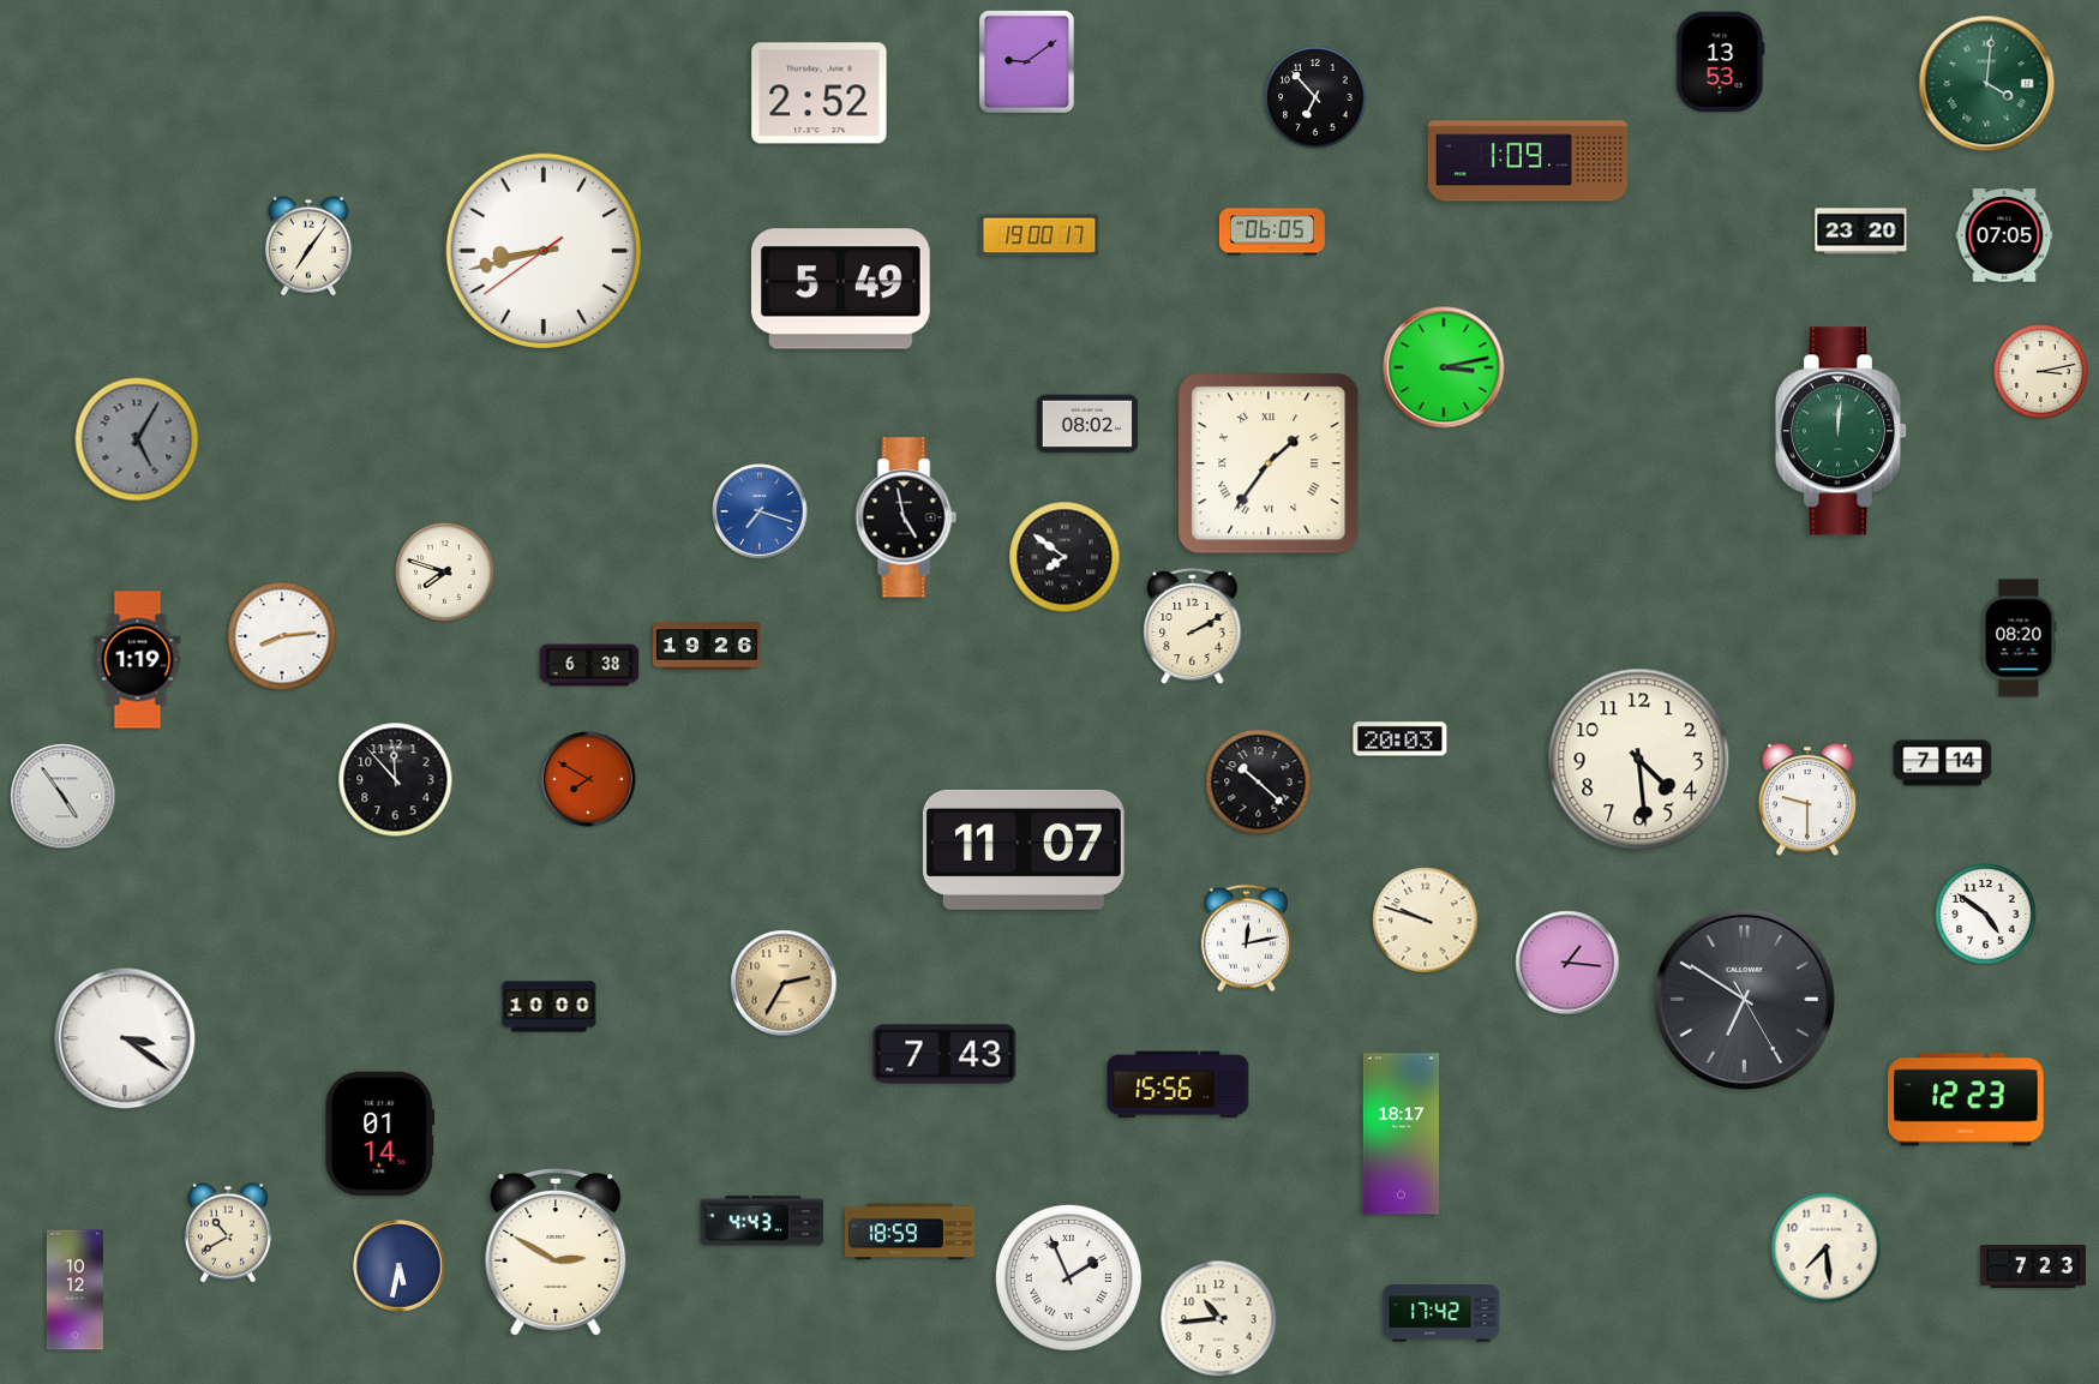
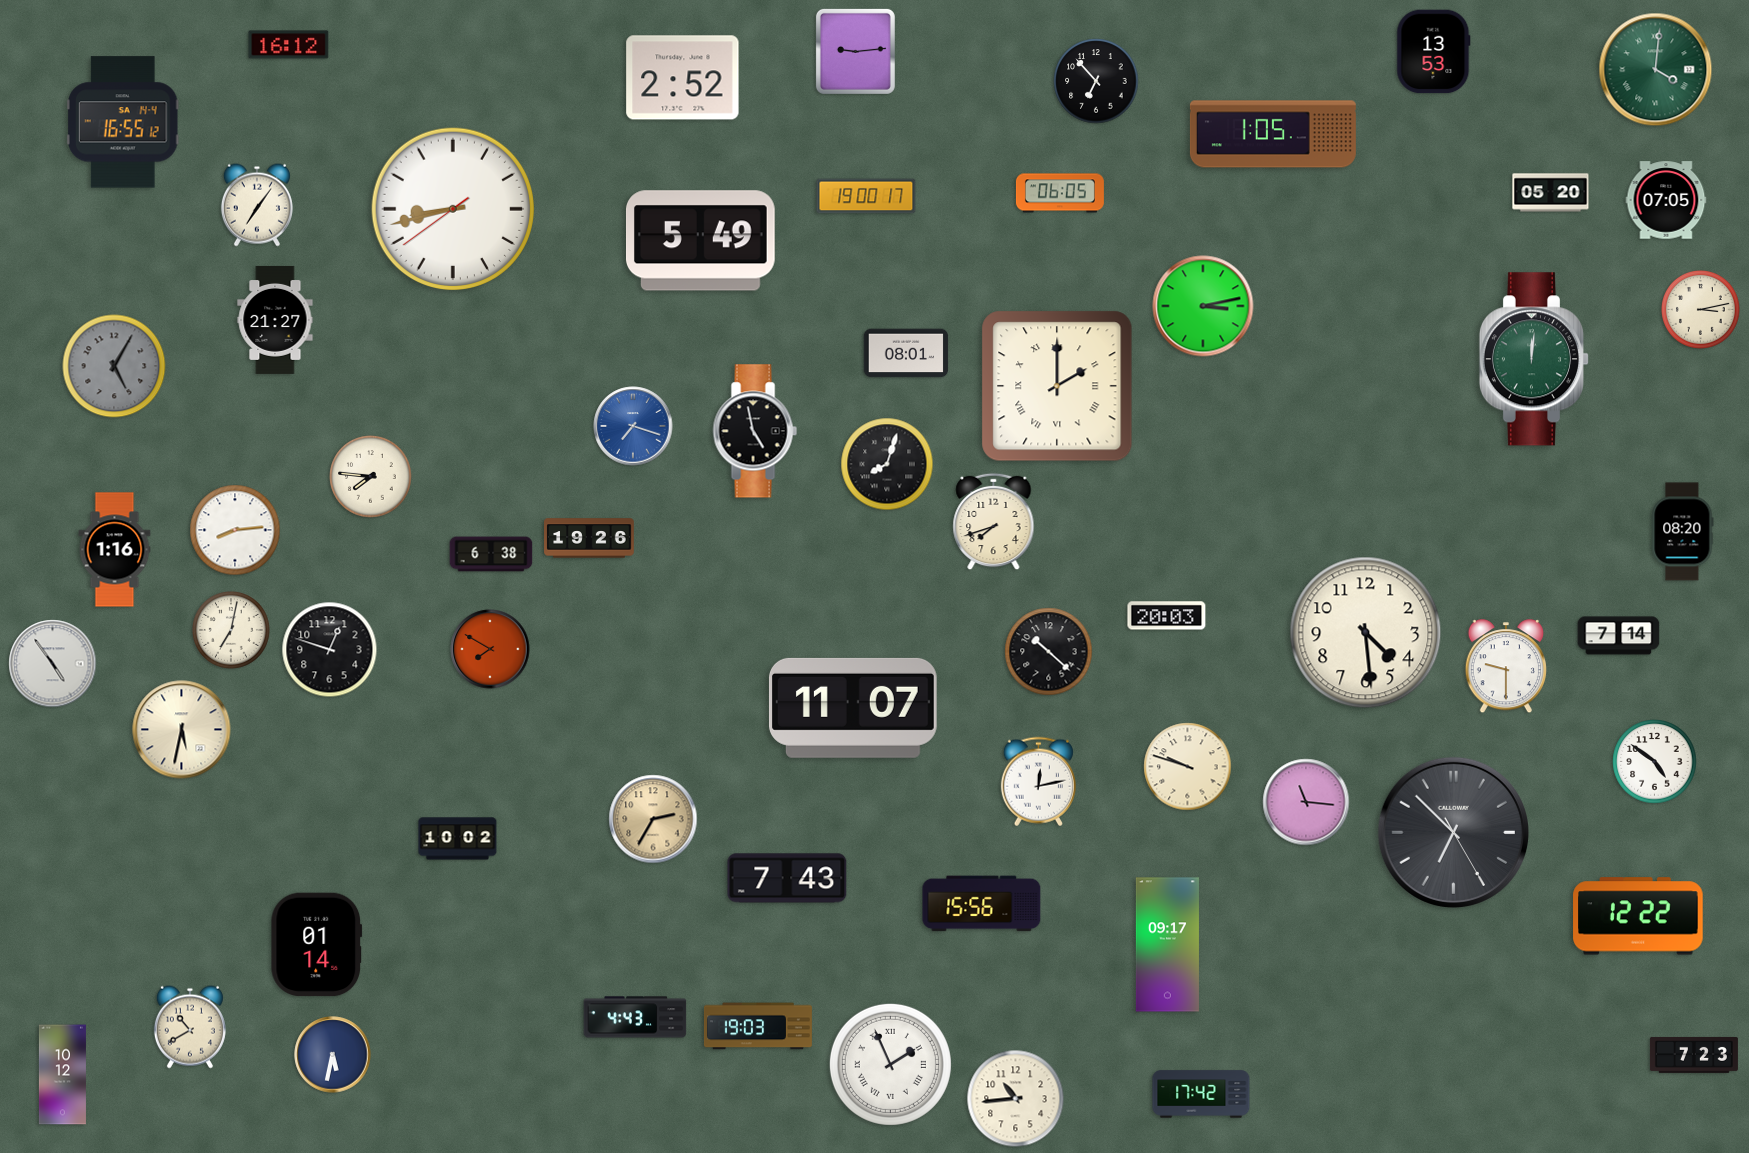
clock at (289, 45): none -> 16:12
clock at (1026, 61): 9:09 -> 9:14
clock at (123, 122): none -> 16:55
clock at (1528, 161): 1:09 -> 1:05
clock at (1861, 232): 23:20 -> 05:20
clock at (2004, 235) position: (2004, 235) -> (1666, 200)
clock at (275, 320): none -> 21:27
clock at (1087, 424): 08:02 -> 08:01
clock at (1269, 463): 1:36 -> 2:00
clock at (1065, 557): 7:51 -> 8:03
clock at (445, 573): 7:48 -> 7:46
clock at (1193, 627): 2:10 -> 7:42
clock at (138, 660): 1:19 -> 1:16
clock at (232, 631): none -> 7:02
clock at (396, 780): 11:53 -> 12:48
clock at (182, 730): none -> 5:32
clock at (1567, 963): 1:16 -> 11:16
clock at (1744, 999): 6:50 -> 6:52
clock at (550, 1007): 10:00 -> 10:02
clock at (125, 1038): 3:21 -> none
clock at (1966, 1100): 12:23 -> 12:22
clock at (1401, 1134): 18:17 -> 09:17
clock at (910, 1232): 18:59 -> 19:03
clock at (1827, 1248): 7:29 -> none
clock at (556, 1253): 2:50 -> none
